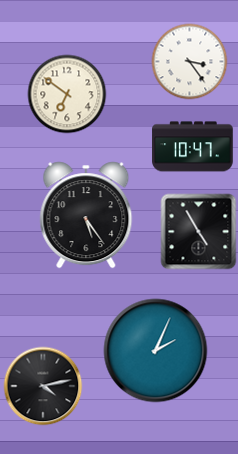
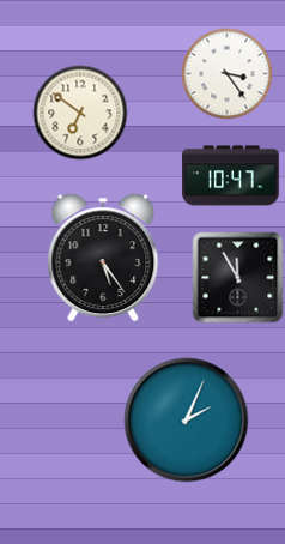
clock at (199, 232): 4:55 -> 11:55
clock at (43, 386): 4:13 -> none
